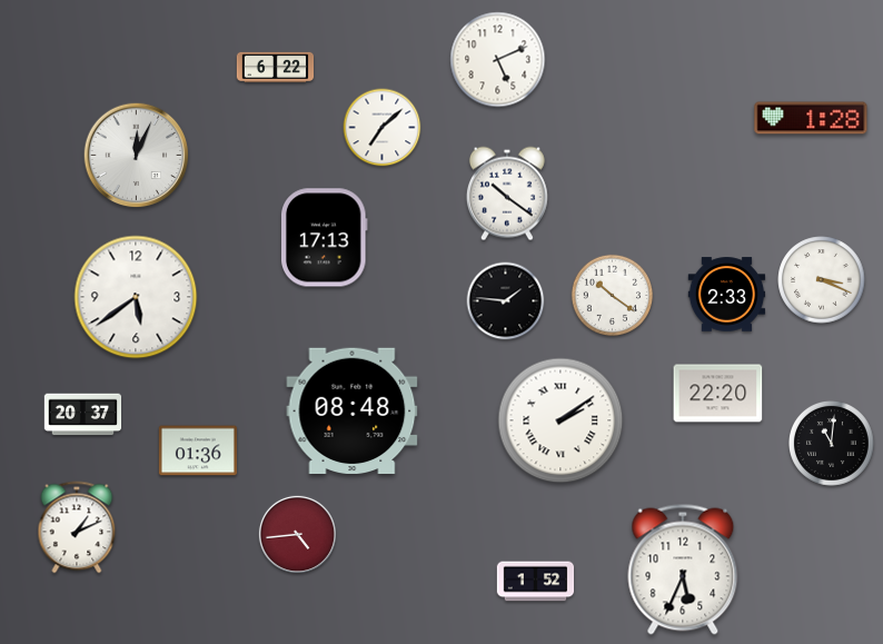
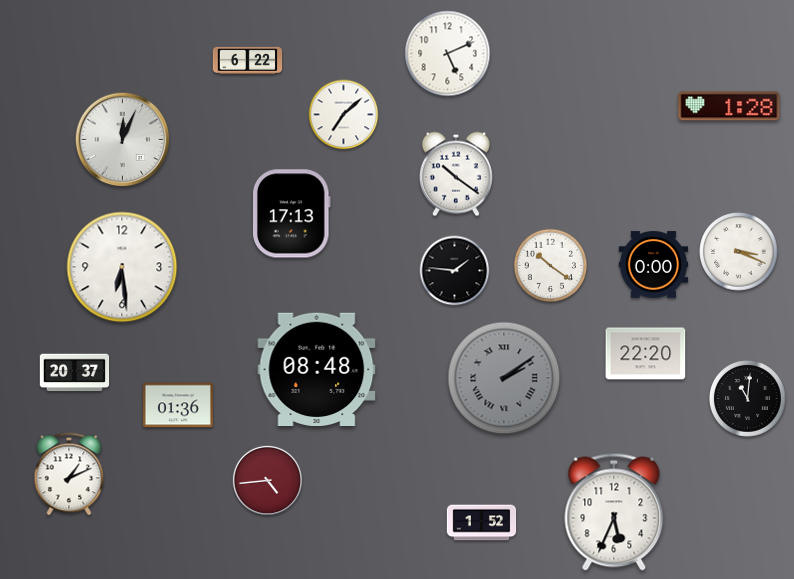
clock at (727, 295): 2:33 -> 0:00
clock at (136, 297): 5:39 -> 6:29
clock at (560, 420) dial: white -> grey
